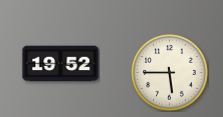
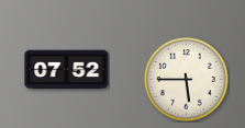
clock at (61, 64): 19:52 -> 07:52
